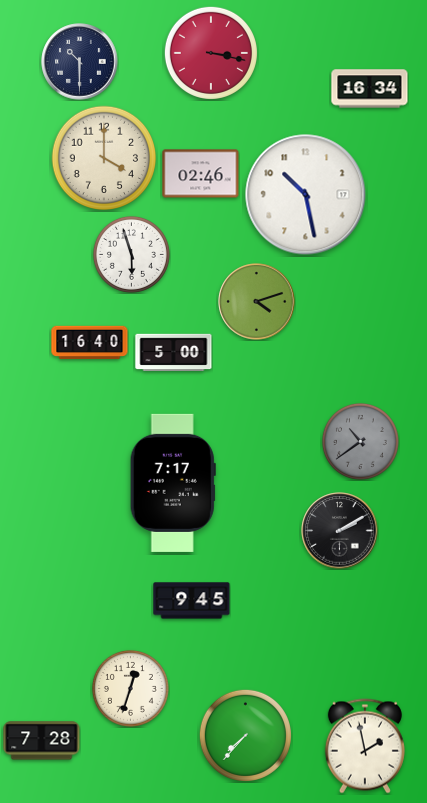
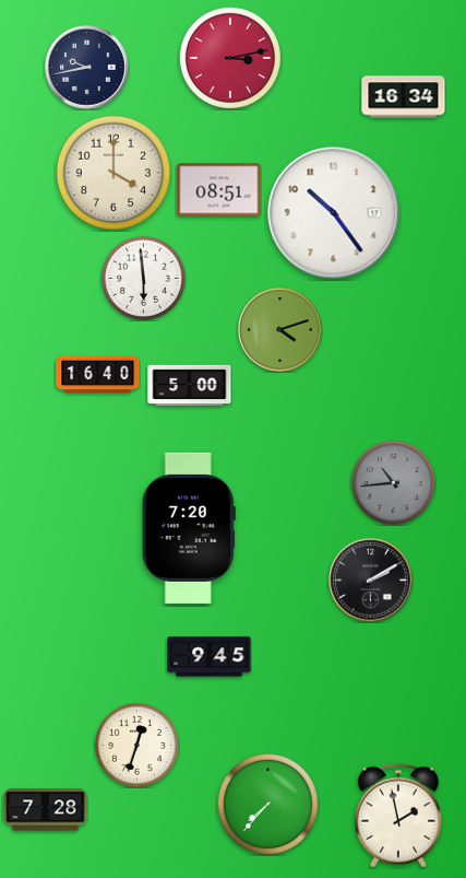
clock at (211, 53): 3:17 -> 3:13
clock at (80, 62): 10:30 -> 9:43
clock at (201, 174): 02:46 -> 08:51
clock at (306, 195): 10:28 -> 10:24
clock at (131, 254): 5:57 -> 5:59
clock at (360, 441): 10:39 -> 10:44
clock at (173, 483): 7:17 -> 7:20
clock at (130, 688) position: (130, 688) -> (136, 745)
